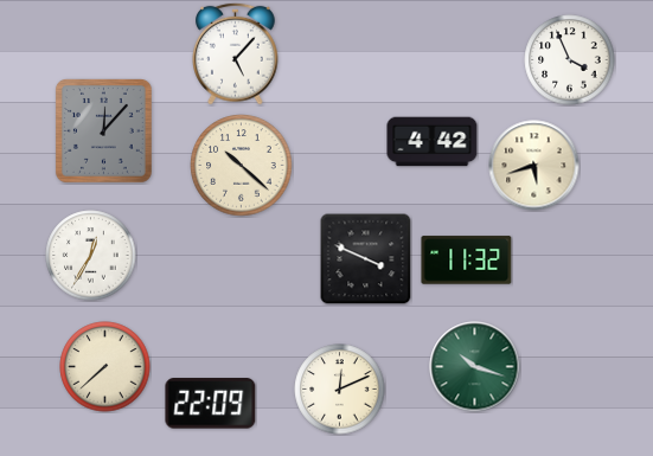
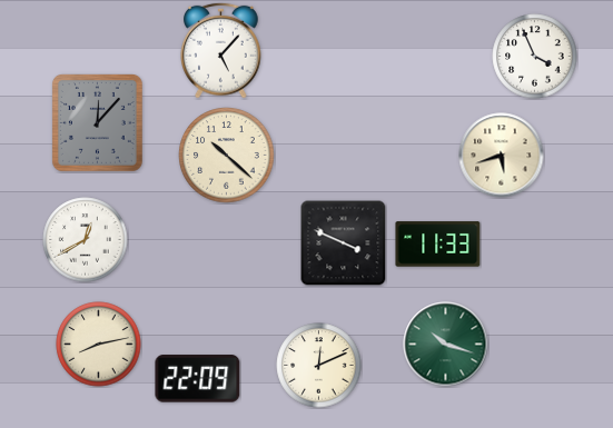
clock at (433, 142): 4:42 -> none
clock at (91, 256): 12:35 -> 12:40
clock at (467, 261): 11:32 -> 11:33
clock at (105, 367): 7:38 -> 8:13
